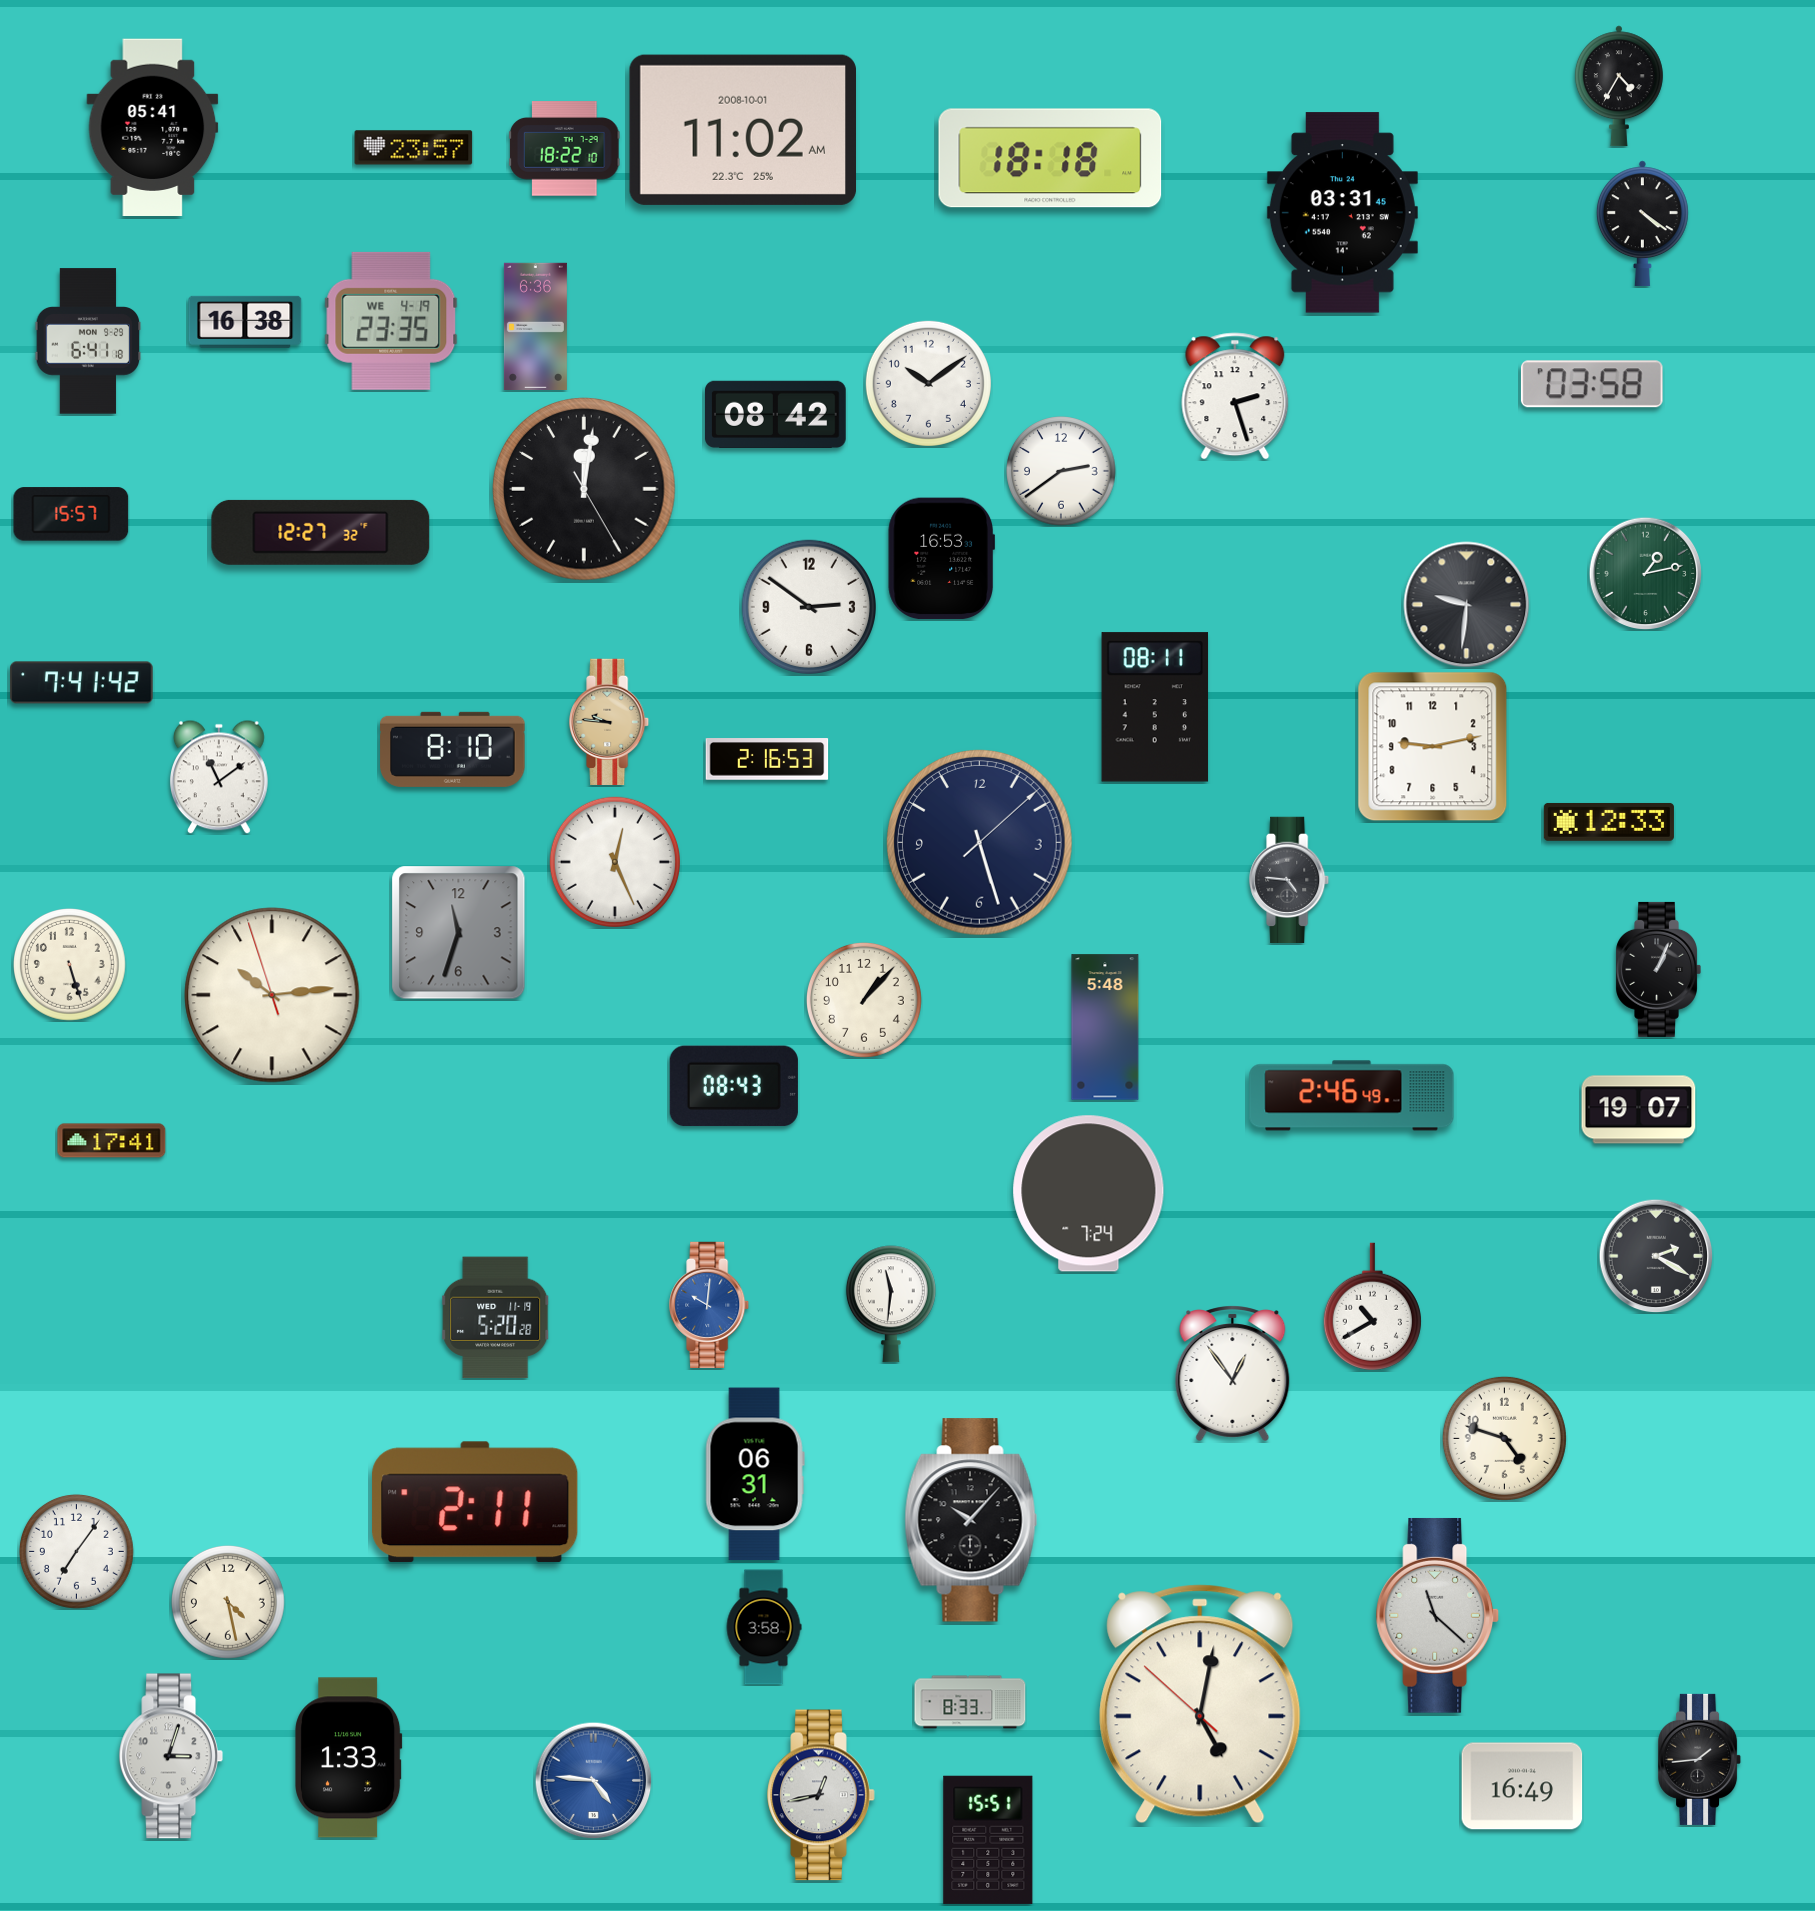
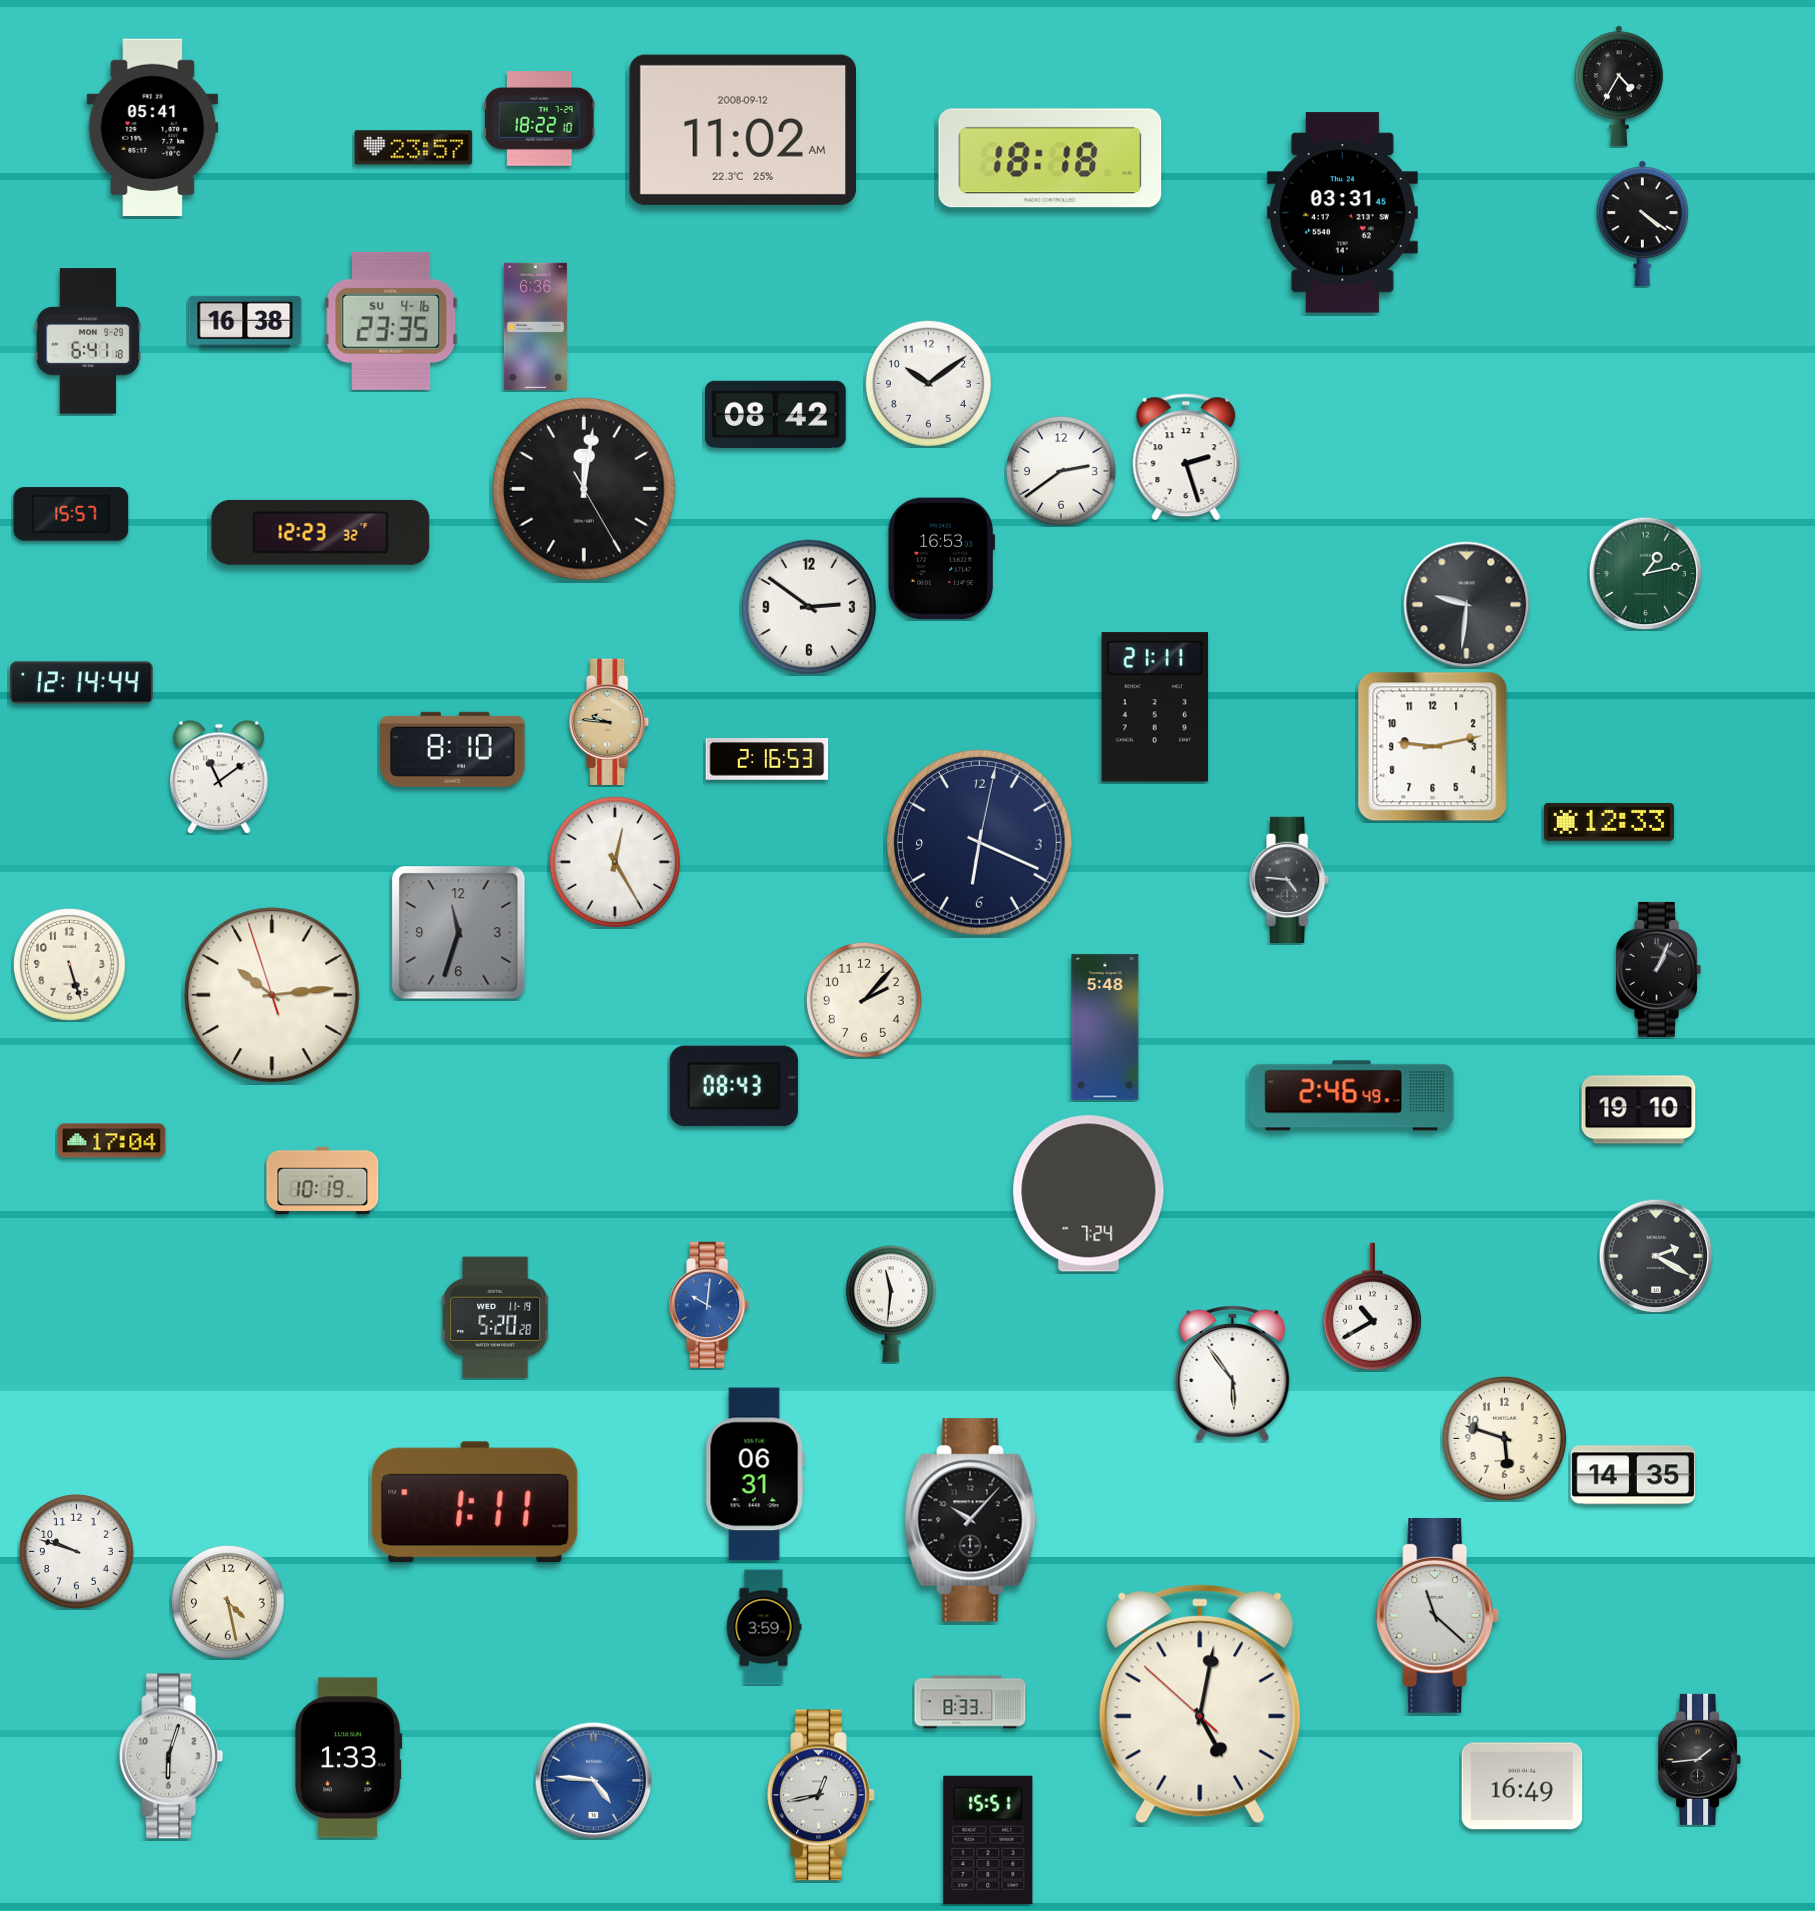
clock at (742, 130) date: 2008-10-01 -> 2008-09-12
clock at (565, 149) position: (565, 149) -> (540, 119)
clock at (391, 321) date: WE 4-19 -> SU 4-16
clock at (1592, 384): 03:58 -> none
clock at (1235, 396) position: (1235, 396) -> (1186, 457)
clock at (321, 532): 12:27 -> 12:23
clock at (82, 683): 7:41 -> 12:14
clock at (1155, 707): 08:11 -> 21:11
clock at (980, 843): 5:27 -> 6:19
clock at (615, 862): 12:26 -> 12:25
clock at (864, 1000): 1:07 -> 2:07
clock at (1639, 1110): 19:07 -> 19:10
clock at (112, 1141): 17:41 -> 17:04
clock at (323, 1181): none -> 10:19
clock at (1233, 1373): 12:54 -> 5:54
clock at (1504, 1438): 4:48 -> 5:48
clock at (1633, 1475): none -> 14:35
clock at (475, 1502): 2:11 -> 1:11
clock at (76, 1551): 7:06 -> 9:48
clock at (764, 1627): 3:58 -> 3:59
clock at (171, 1756): 3:03 -> 6:03
